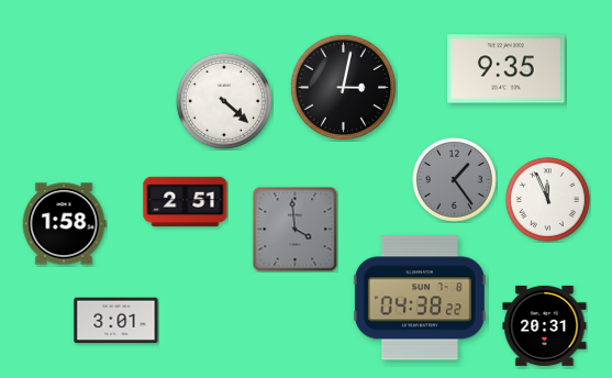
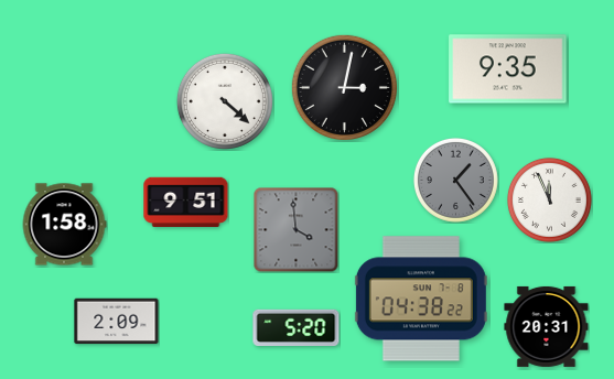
clock at (186, 201): 2:51 -> 9:51
clock at (116, 321): 3:01 -> 2:09
clock at (297, 327): none -> 5:20
